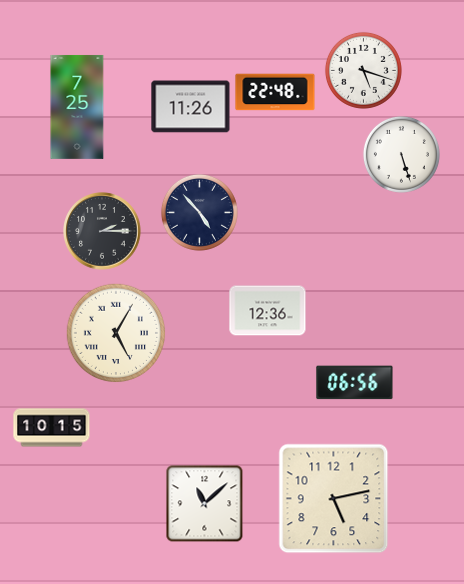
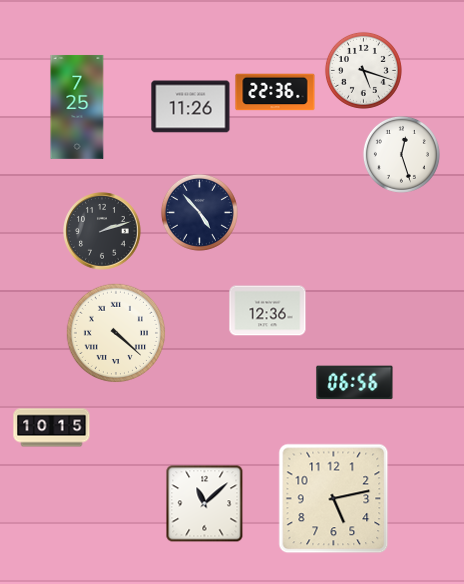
clock at (275, 92): 22:48 -> 22:36
clock at (401, 154): 5:27 -> 12:27
clock at (102, 231): 2:15 -> 2:12
clock at (116, 333): 5:05 -> 4:22
